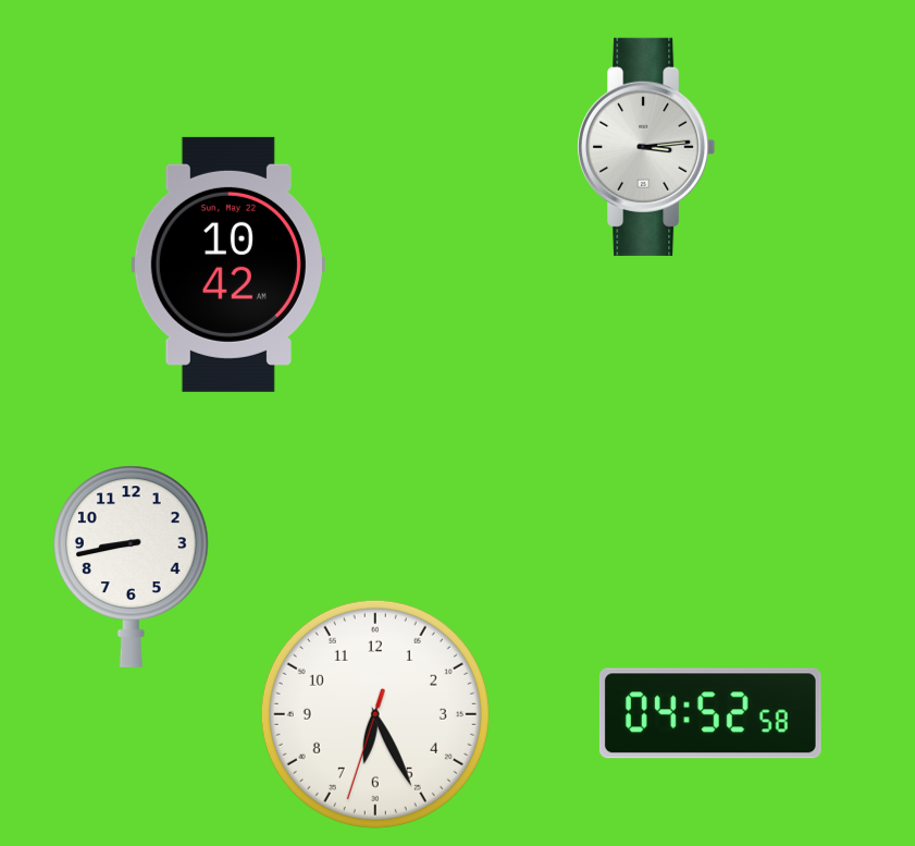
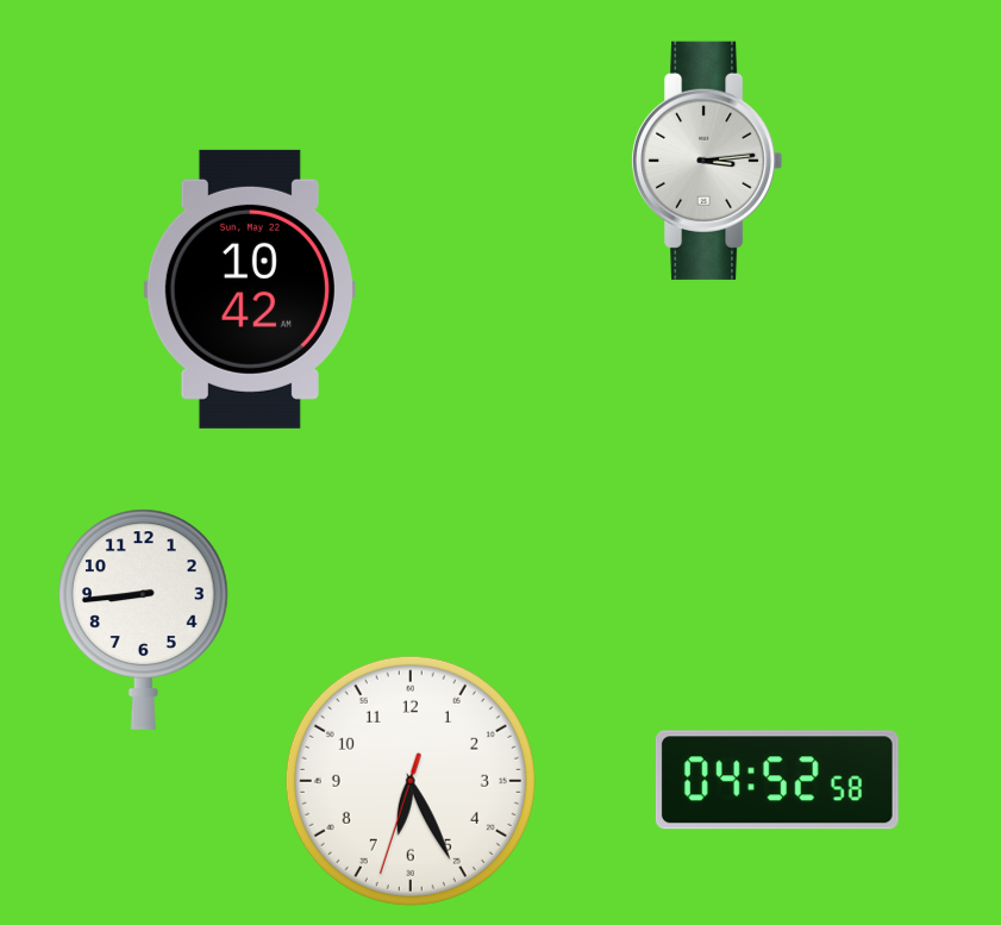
clock at (131, 566): 8:43 -> 8:44
